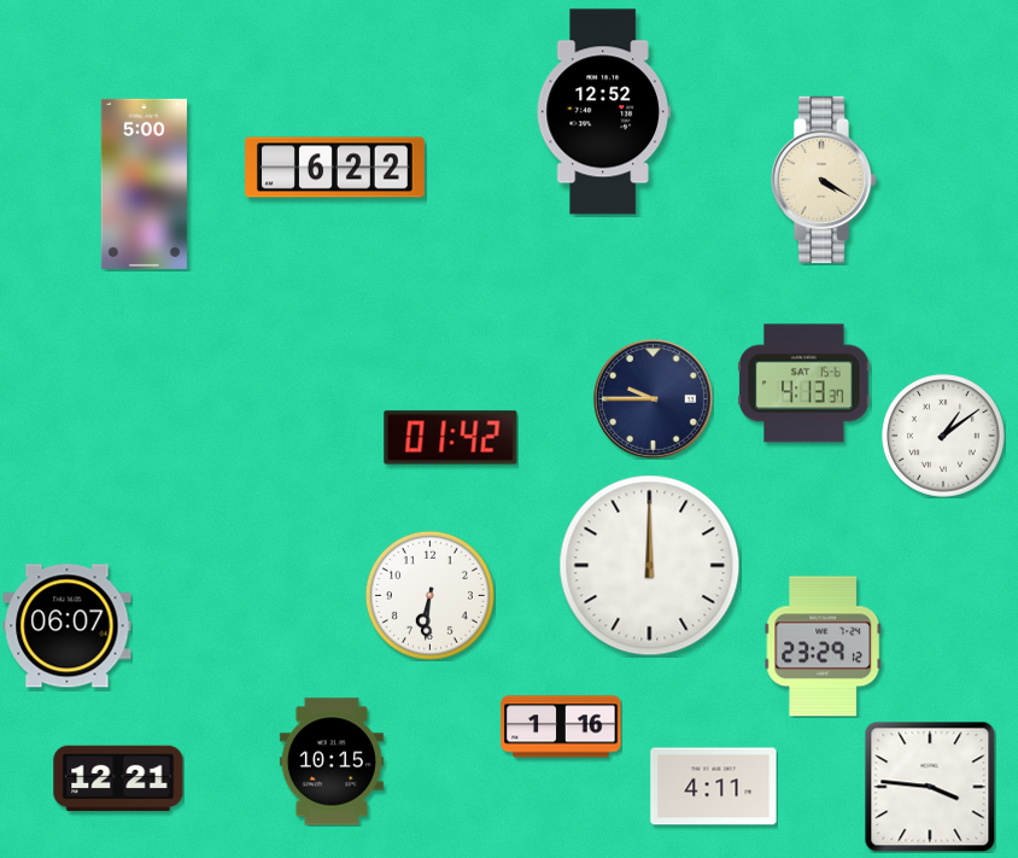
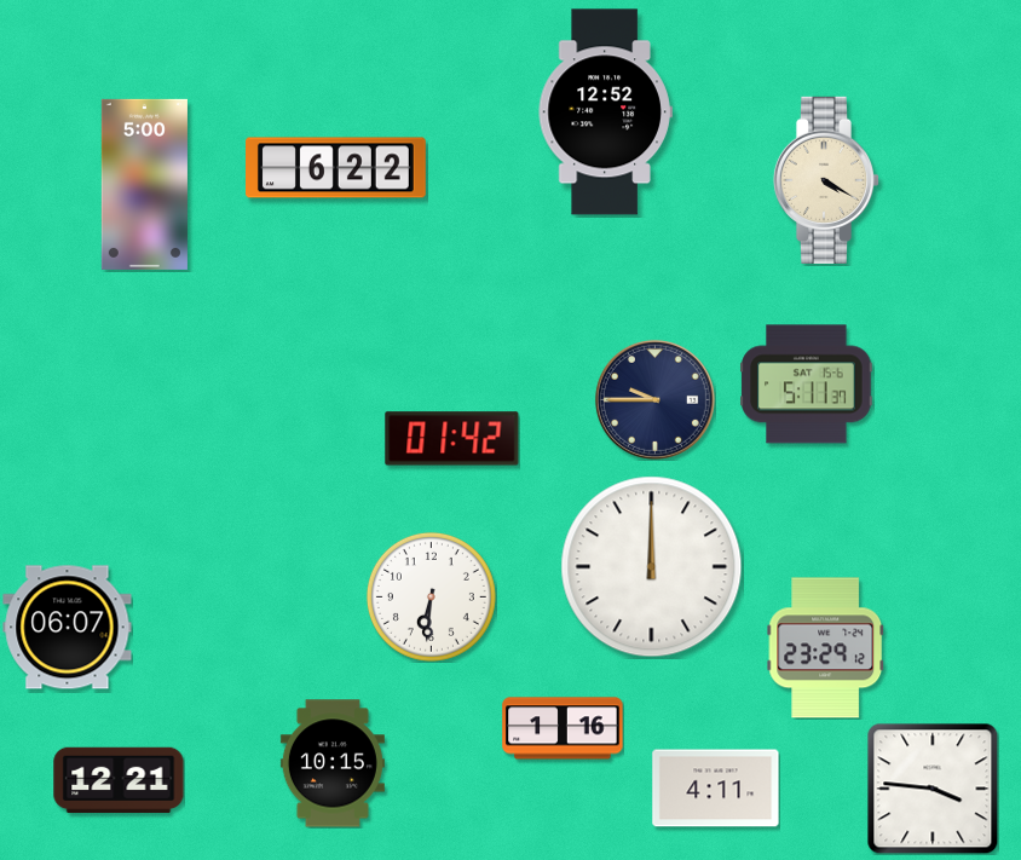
clock at (805, 384): 4:13 -> 5:11
clock at (944, 437): 1:09 -> none
